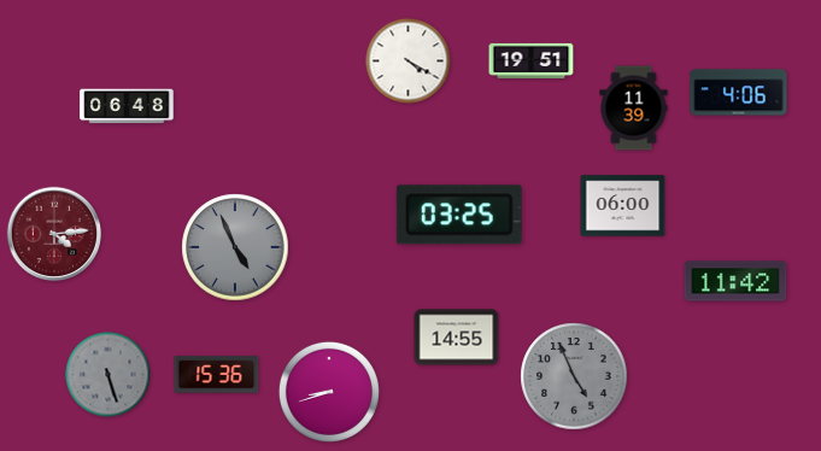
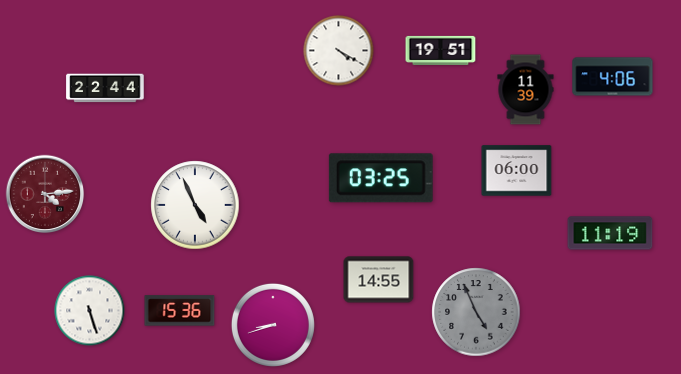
clock at (127, 106): 06:48 -> 22:44
clock at (235, 247) dial: grey -> white
clock at (735, 281): 11:42 -> 11:19
clock at (109, 375) dial: grey -> white
